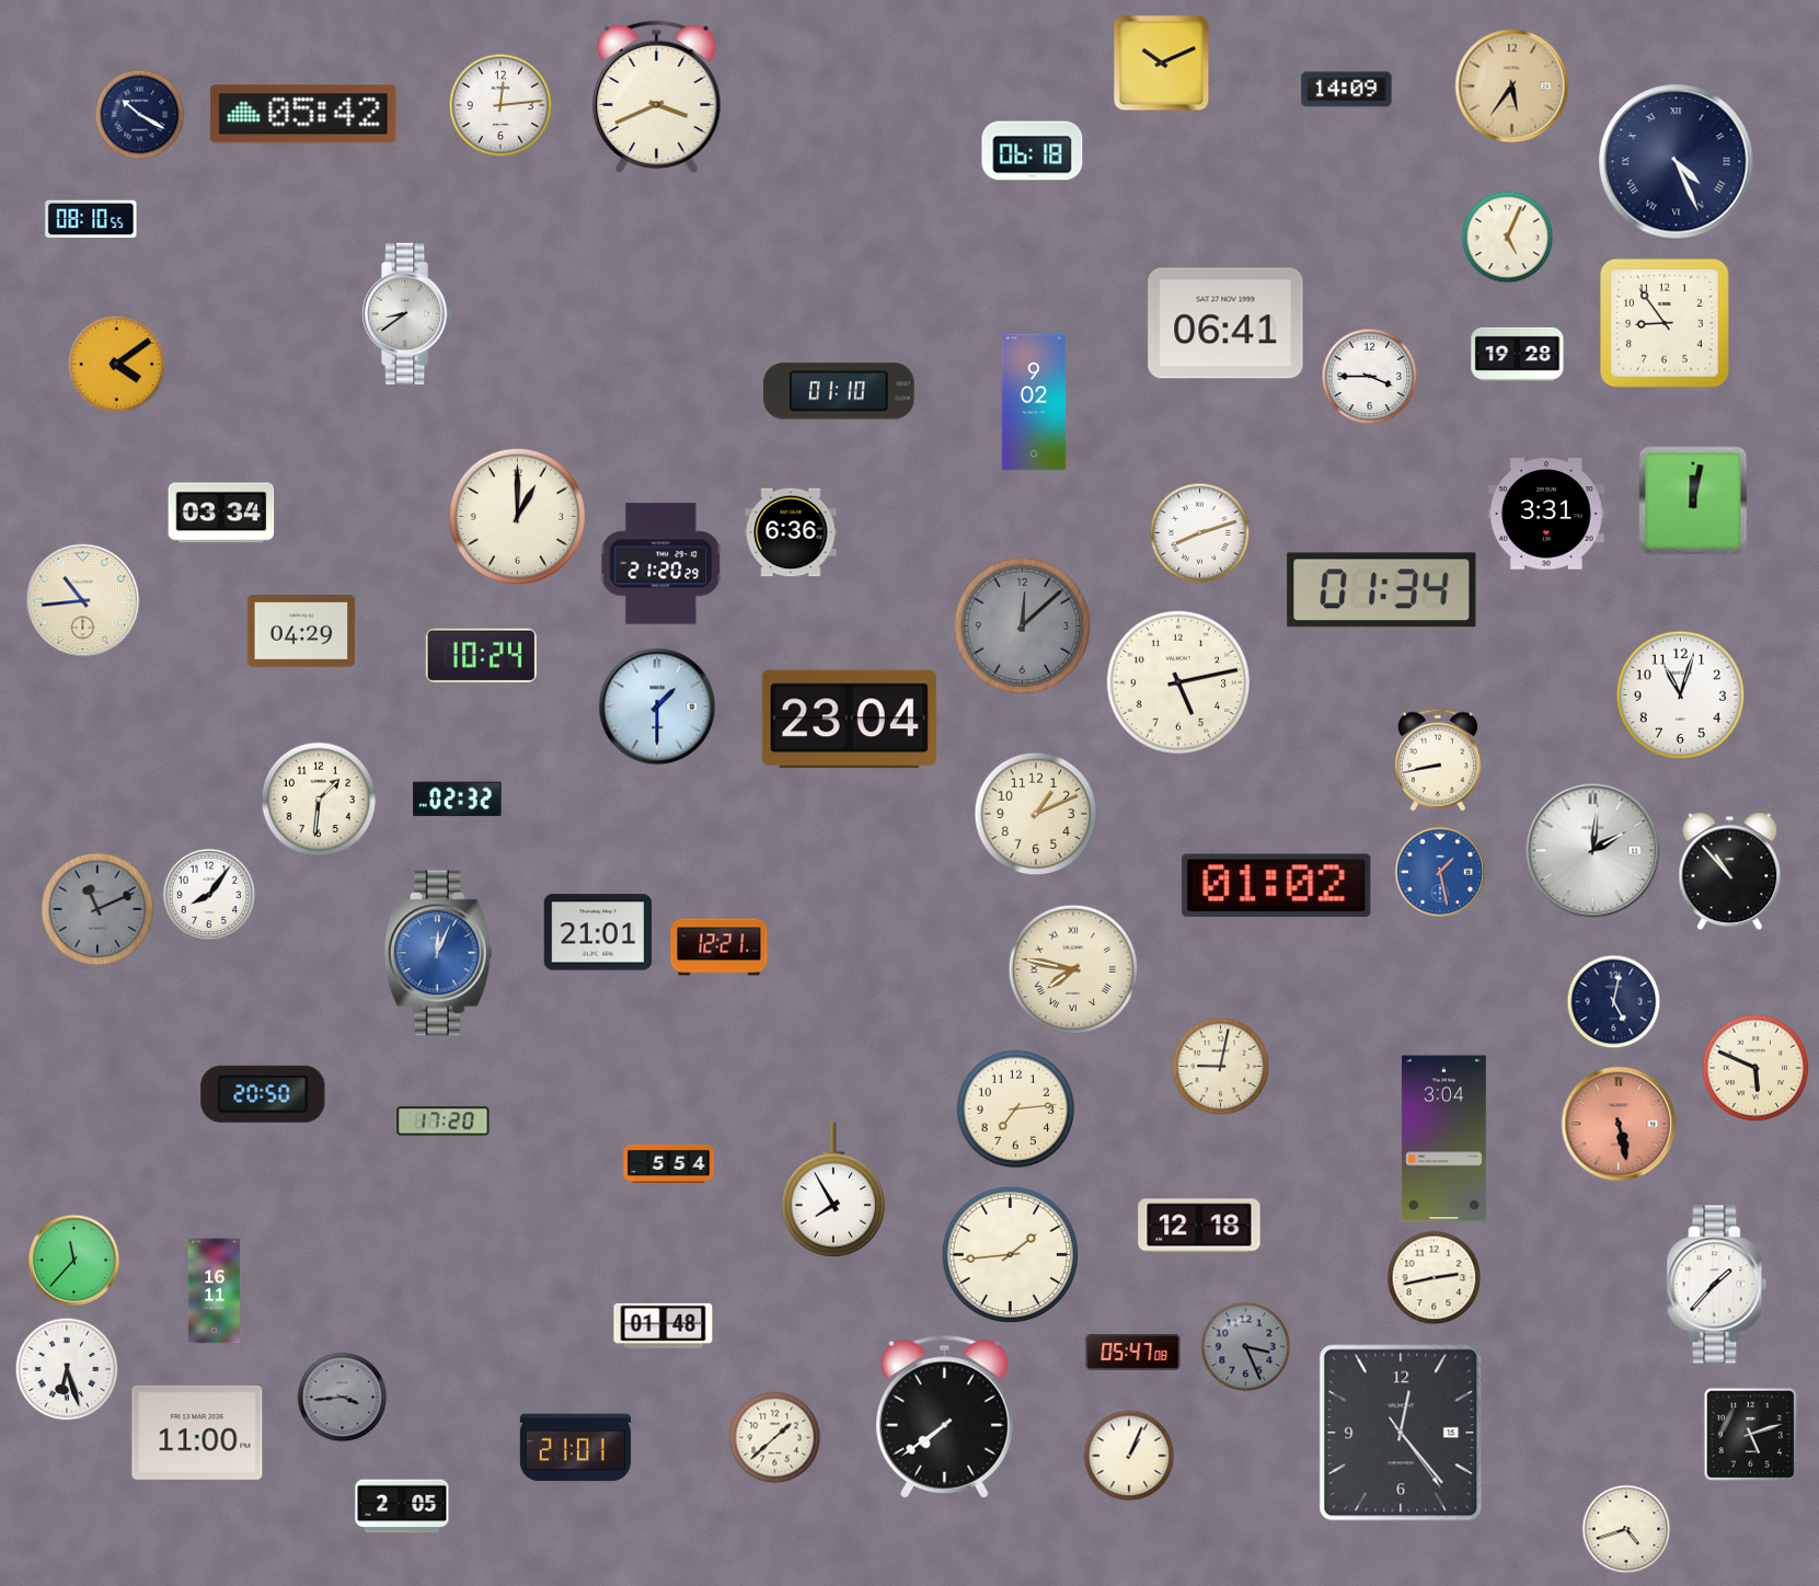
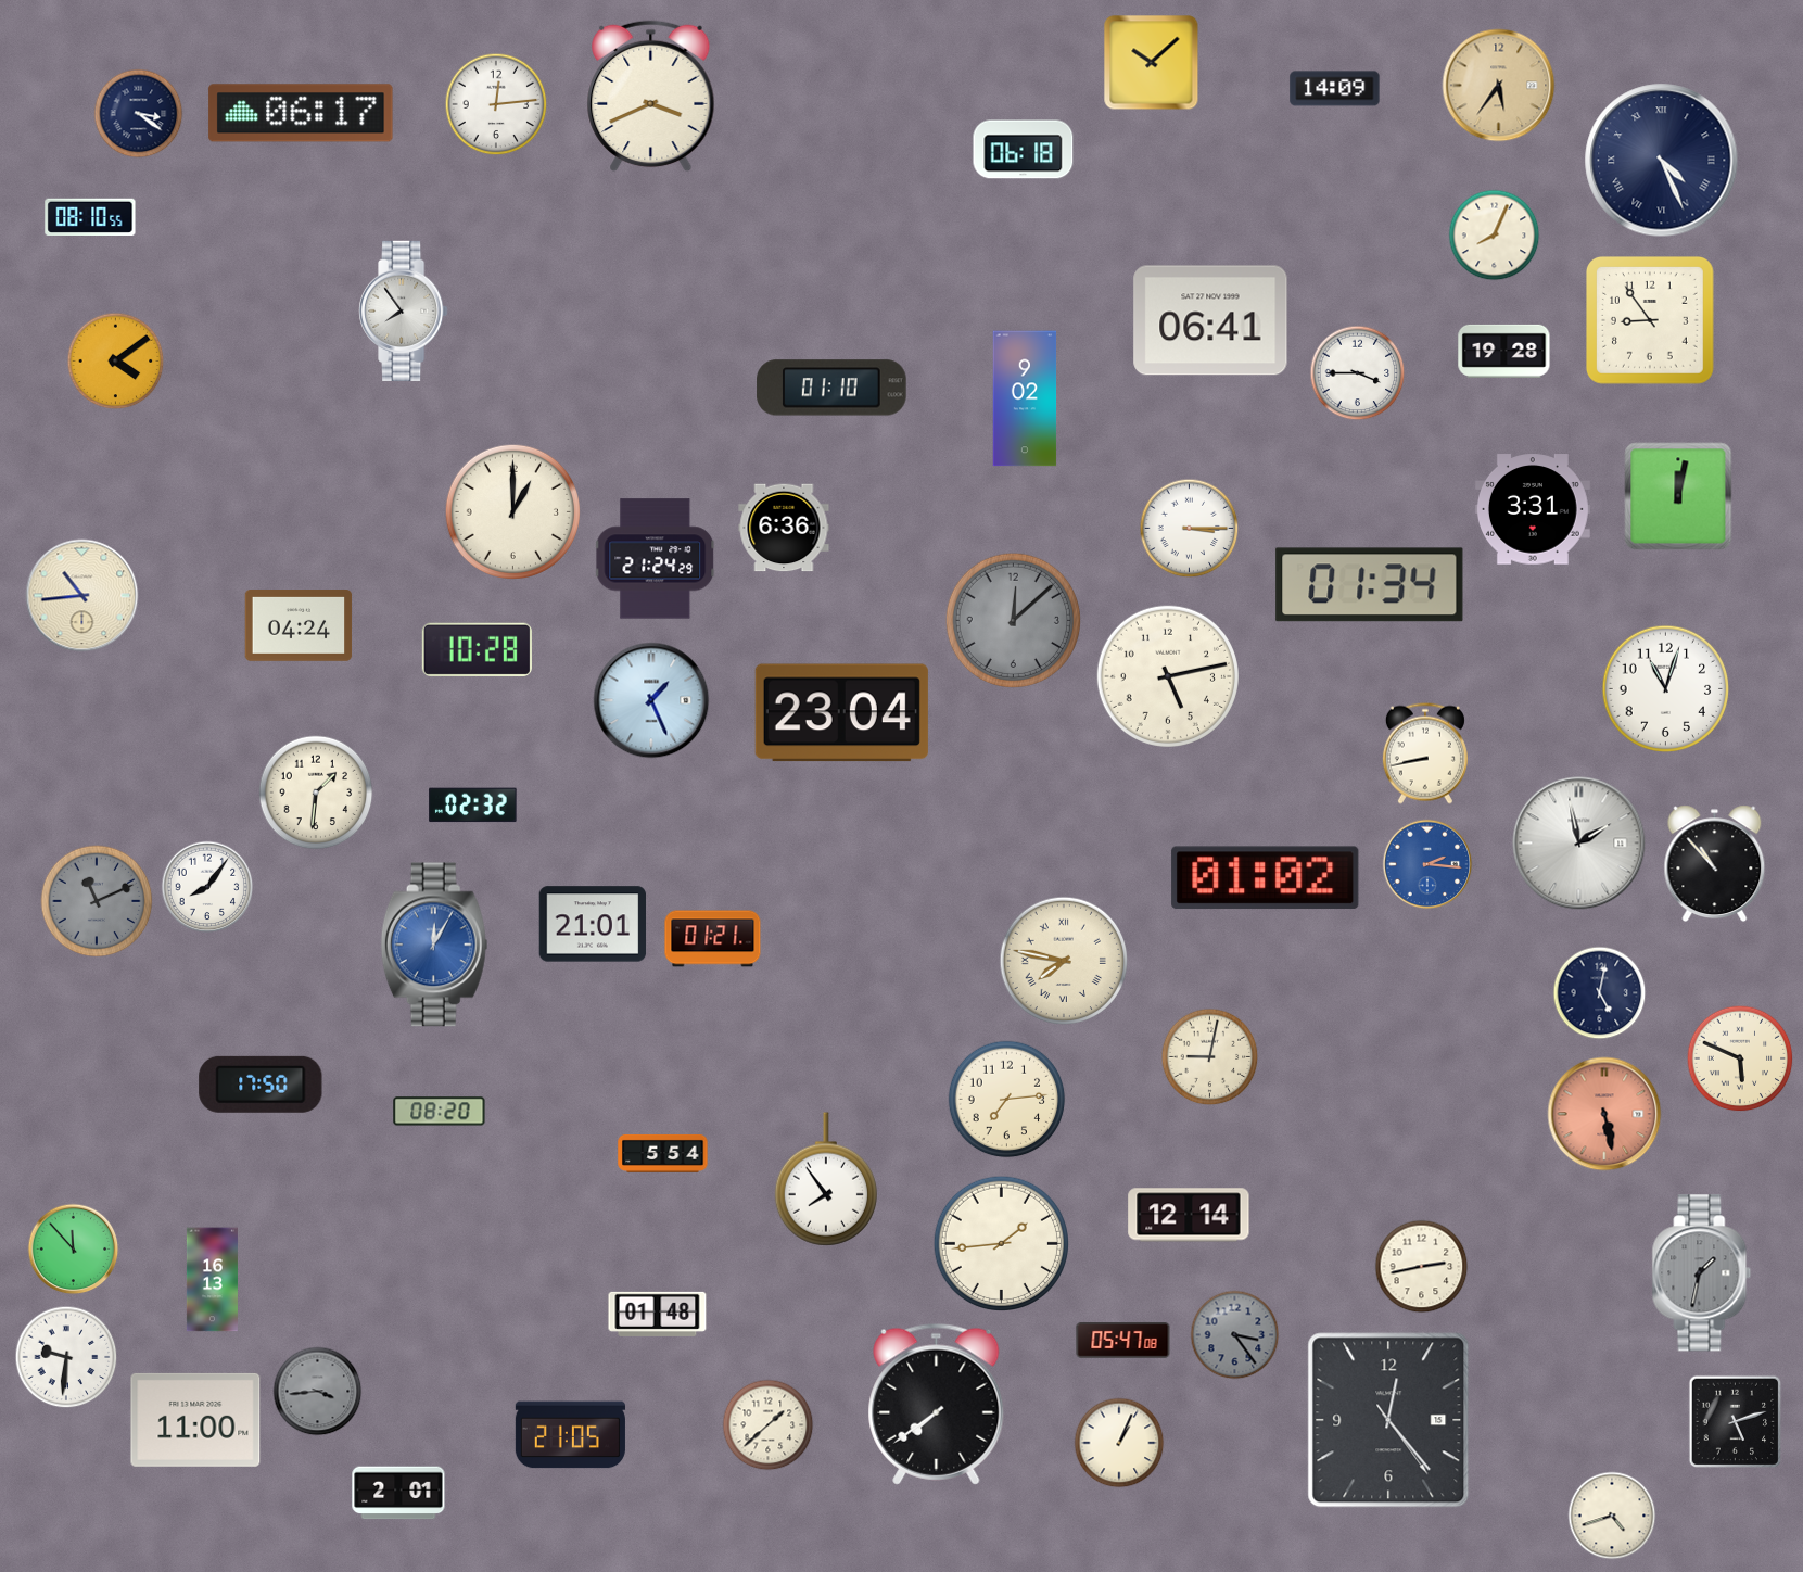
clock at (1162, 64): 10:11 -> 10:08
clock at (303, 114): 05:42 -> 06:17
clock at (140, 115): 10:20 -> 3:21
clock at (1508, 238): 5:04 -> 8:04
clock at (407, 313): 8:39 -> 7:54
clock at (1225, 323) position: (1225, 323) -> (1210, 320)
clock at (221, 513): 03:34 -> none
clock at (1200, 533): 8:12 -> 3:15
clock at (661, 564): 21:20 -> 21:24
clock at (301, 632): 04:29 -> 04:24
clock at (481, 655): 10:24 -> 10:28
clock at (657, 706): 1:30 -> 1:26
clock at (458, 800) position: (458, 800) -> (473, 806)
clock at (1036, 814): 1:11 -> none
clock at (1593, 851): 2:01 -> 1:58
clock at (1440, 872): 1:28 -> 2:16
clock at (719, 947): 12:21 -> 01:21
clock at (438, 953): 12:04 -> 12:05
clock at (263, 1094): 20:50 -> 17:50
clock at (444, 1122): 17:20 -> 08:20
clock at (1443, 1139): 3:04 -> none
clock at (833, 1189): 7:55 -> 7:54
clock at (1199, 1226): 12:18 -> 12:14
clock at (74, 1261): 11:37 -> 11:53
clock at (1717, 1285): 1:37 -> 1:32
clock at (1717, 1285) dial: white -> grey
clock at (214, 1291): 16:11 -> 16:13
clock at (1246, 1347): 3:26 -> 3:24
clock at (67, 1369): 6:27 -> 9:31
clock at (343, 1398) position: (343, 1398) -> (318, 1392)
clock at (575, 1448): 21:01 -> 21:05
clock at (402, 1506): 2:05 -> 2:01
